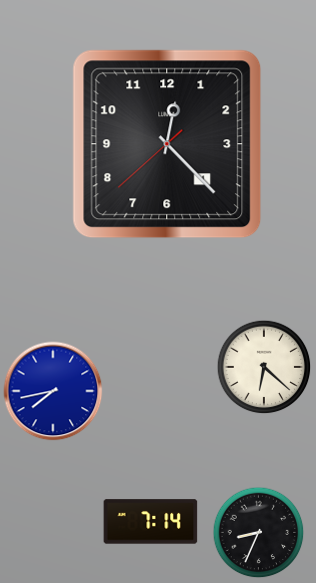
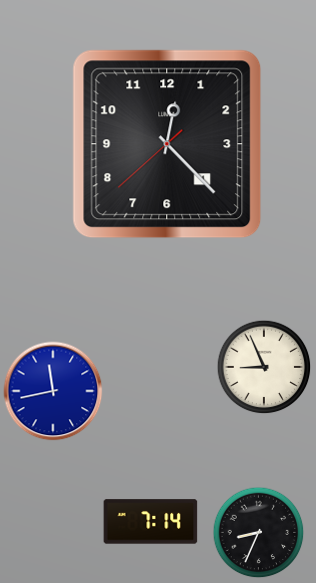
clock at (264, 367): 6:22 -> 8:56
clock at (53, 391): 7:43 -> 11:43
